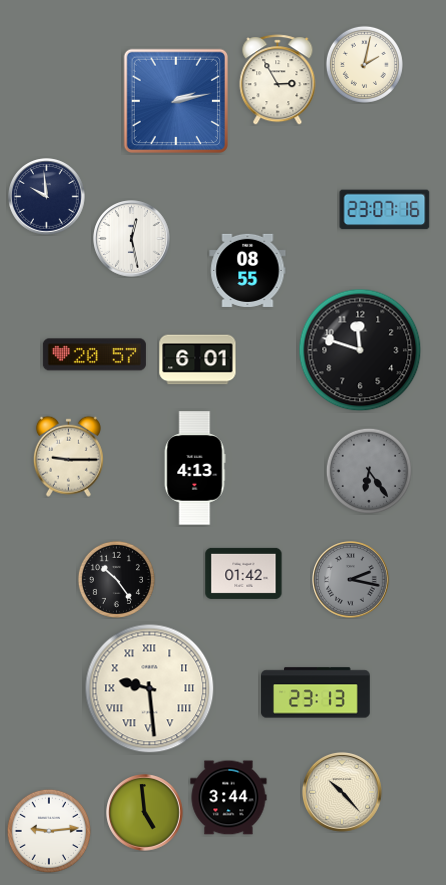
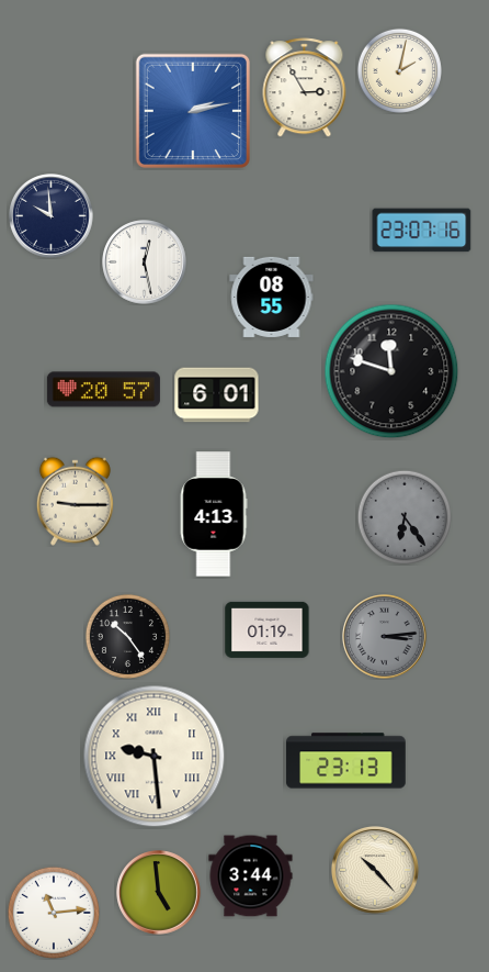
clock at (360, 350) position: (360, 350) -> (391, 371)
clock at (244, 573): 01:42 -> 01:19
clock at (351, 580): 2:17 -> 3:14
clock at (150, 689) position: (150, 689) -> (155, 757)
clock at (48, 830): 9:14 -> 11:14
